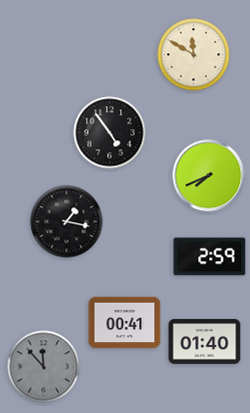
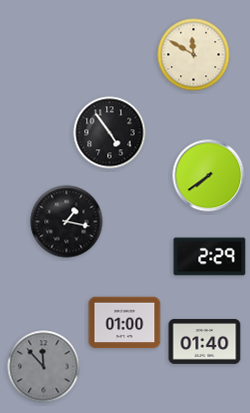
clock at (209, 176): 7:41 -> 7:39
clock at (210, 257): 2:59 -> 2:29
clock at (125, 323): 00:41 -> 01:00
